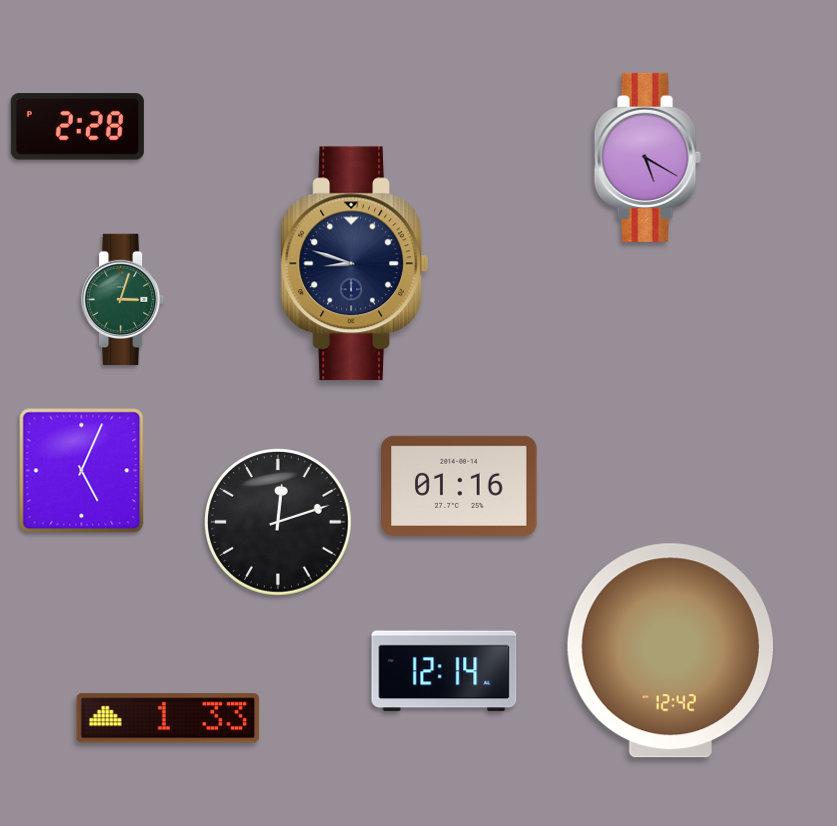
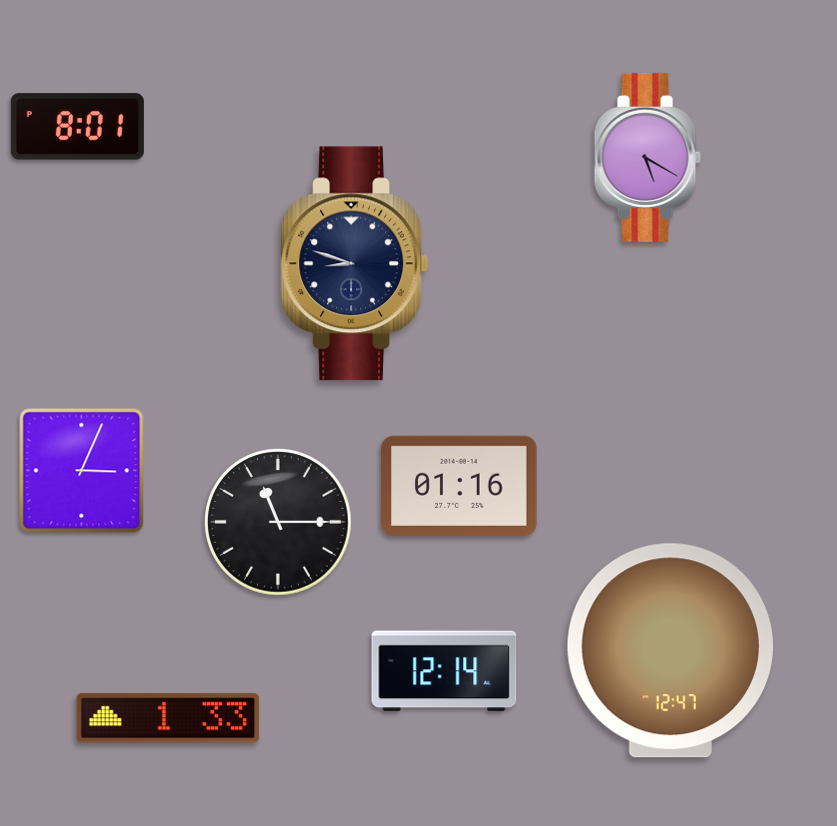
clock at (77, 127): 2:28 -> 8:01
clock at (124, 299): 3:03 -> none
clock at (82, 471): 5:04 -> 3:04
clock at (278, 522): 12:12 -> 11:15
clock at (670, 651): 12:42 -> 12:47
